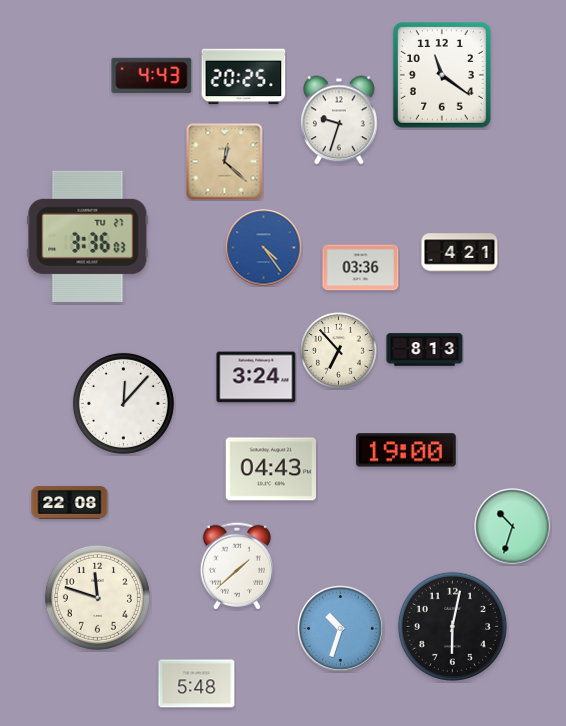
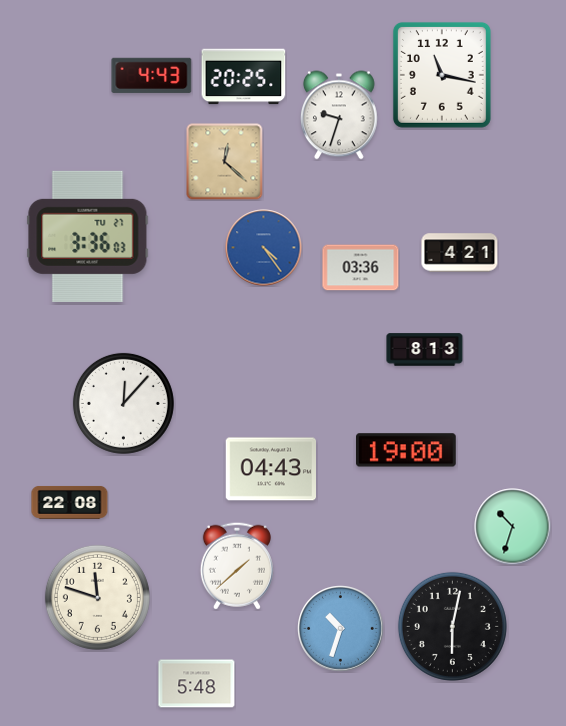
clock at (442, 75): 11:21 -> 11:17
clock at (340, 120) position: (340, 120) -> (340, 115)
clock at (339, 351): 6:53 -> none
clock at (256, 377): 3:24 -> none
